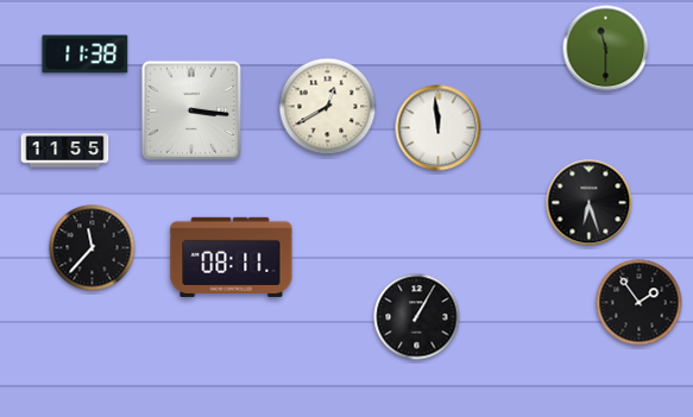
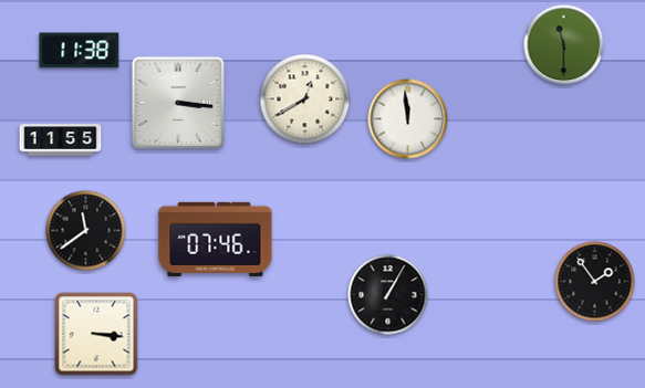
clock at (590, 203): 6:27 -> none
clock at (93, 248): 11:37 -> 11:39
clock at (232, 257): 08:11 -> 07:46
clock at (96, 334): none -> 3:16
